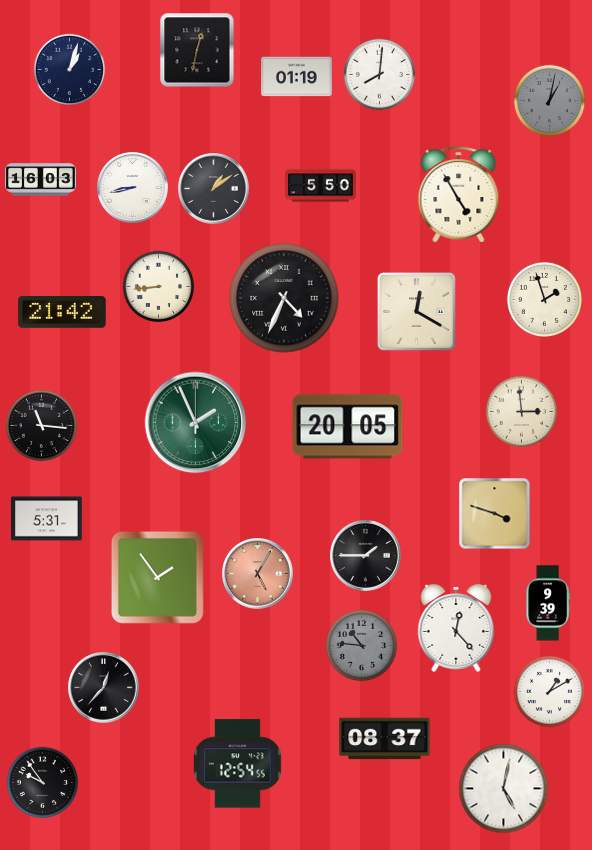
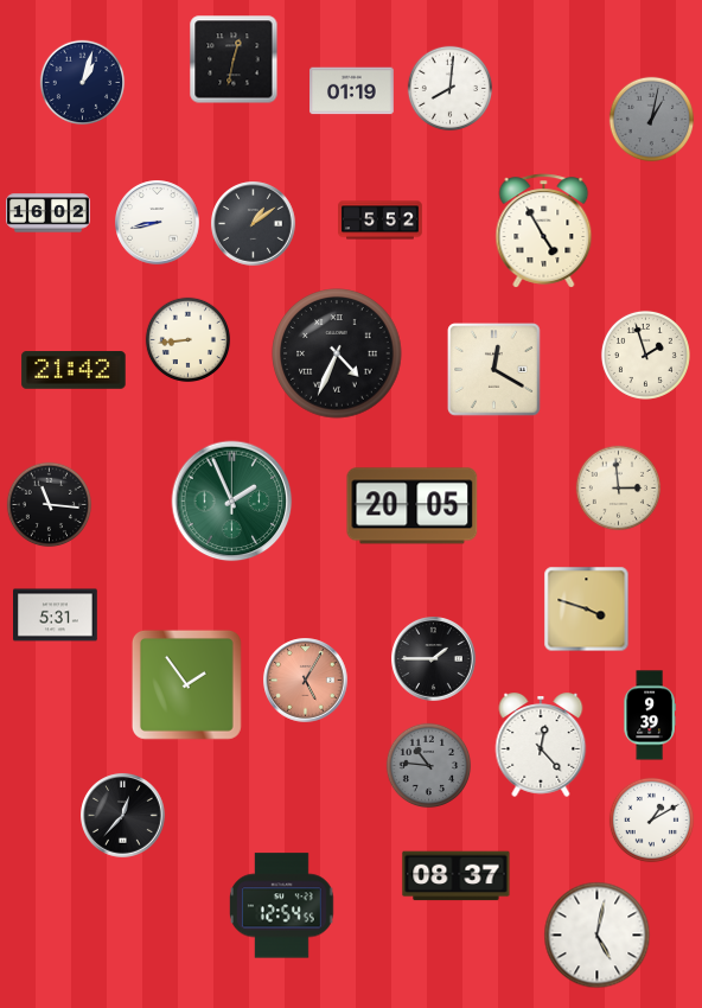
clock at (41, 180): 16:03 -> 16:02
clock at (321, 186): 5:50 -> 5:52
clock at (43, 783): 9:54 -> none
